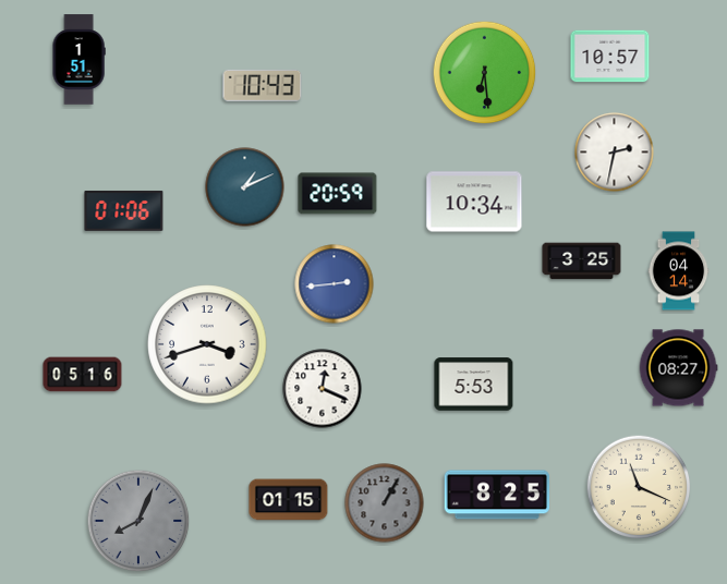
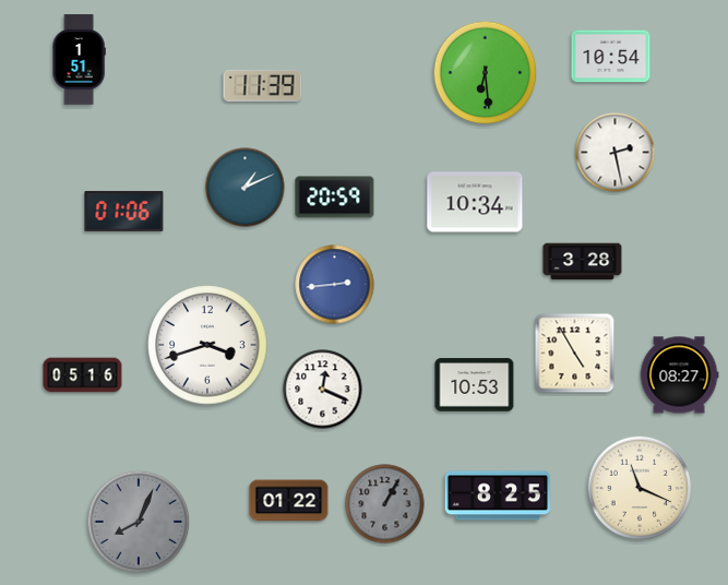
clock at (610, 57): 10:57 -> 10:54
clock at (263, 85): 10:43 -> 11:39
clock at (615, 153): 2:32 -> 2:28
clock at (338, 194) position: (338, 194) -> (335, 198)
clock at (582, 261): 3:25 -> 3:28
clock at (679, 271): 04:14 -> none
clock at (575, 354): none -> 4:55
clock at (678, 368) position: (678, 368) -> (679, 375)
clock at (474, 385): 5:53 -> 10:53
clock at (289, 500): 01:15 -> 01:22
